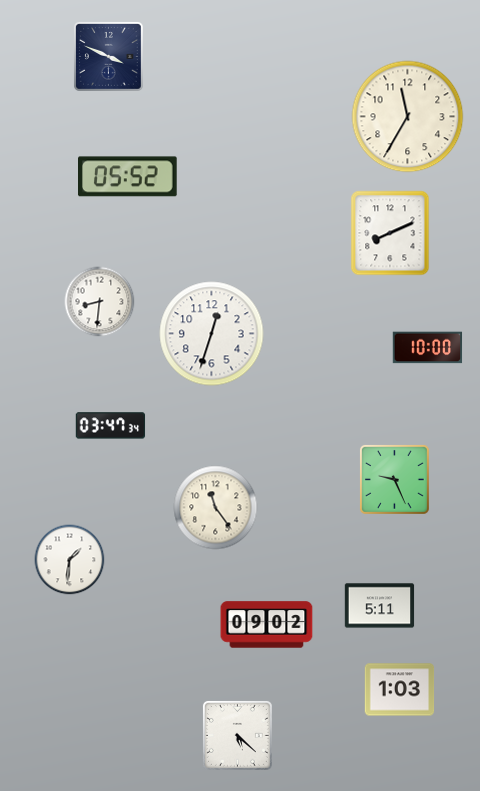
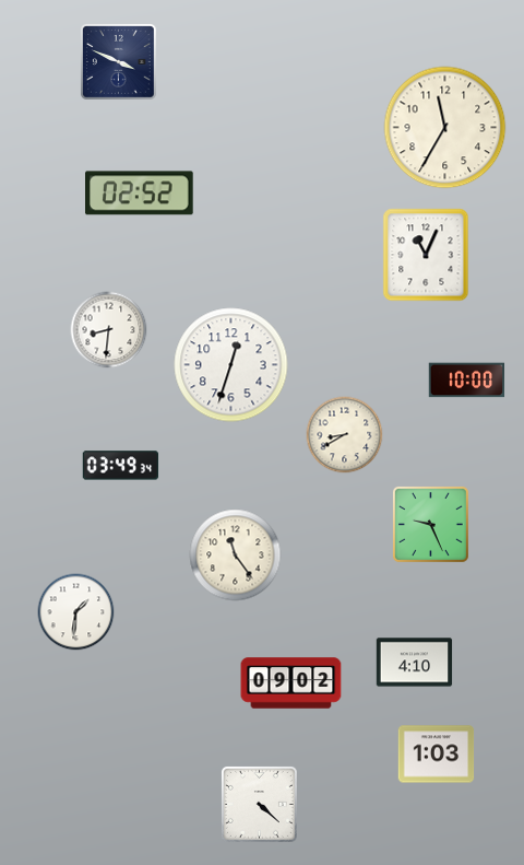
clock at (128, 177): 05:52 -> 02:52
clock at (390, 233): 8:11 -> 11:04
clock at (345, 435): none -> 8:40
clock at (111, 426): 03:47 -> 03:49
clock at (380, 606): 5:11 -> 4:10
clock at (238, 736): 5:22 -> 4:22
